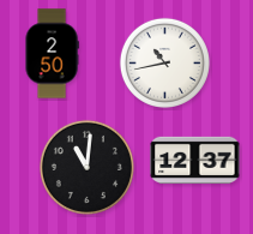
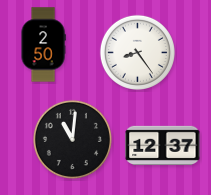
clock at (164, 62): 10:43 -> 8:24
clock at (195, 160) position: (195, 160) -> (163, 145)
